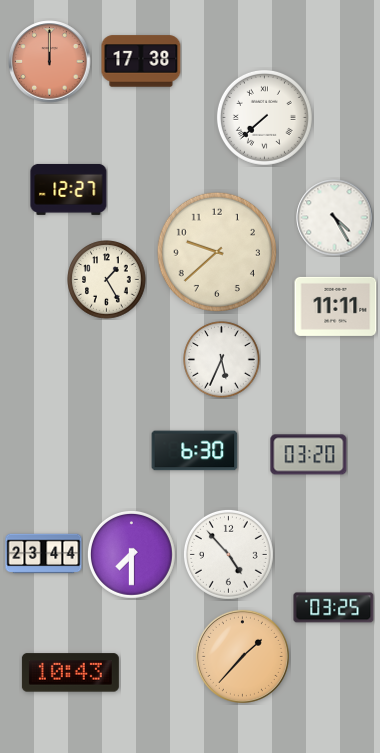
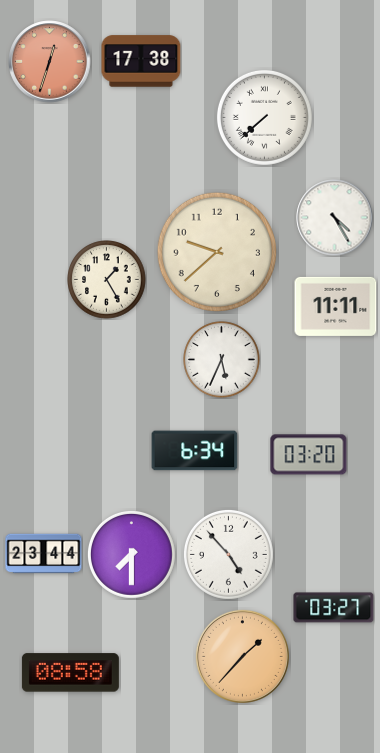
clock at (50, 62): 12:00 -> 12:33
clock at (69, 189): 12:27 -> none
clock at (195, 451): 6:30 -> 6:34
clock at (334, 608): 03:25 -> 03:27
clock at (70, 673): 10:43 -> 08:58
